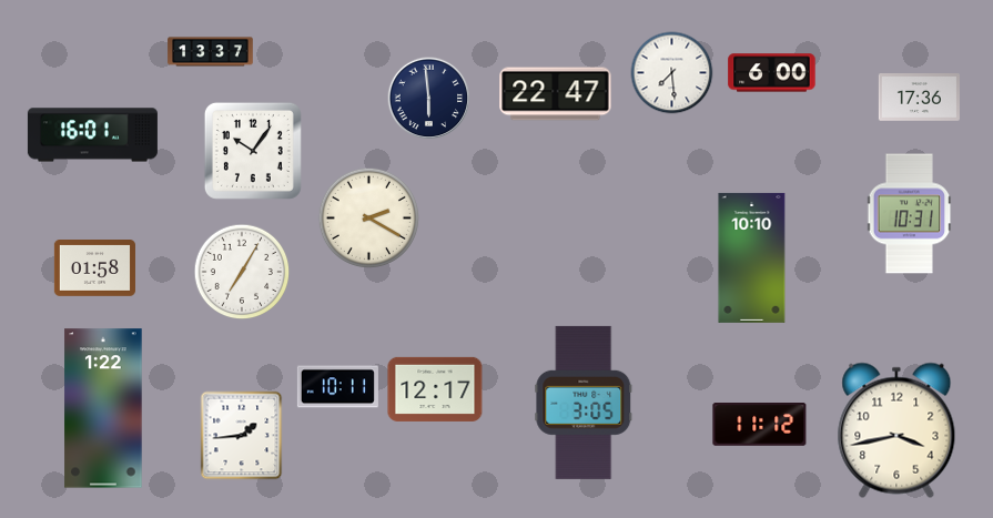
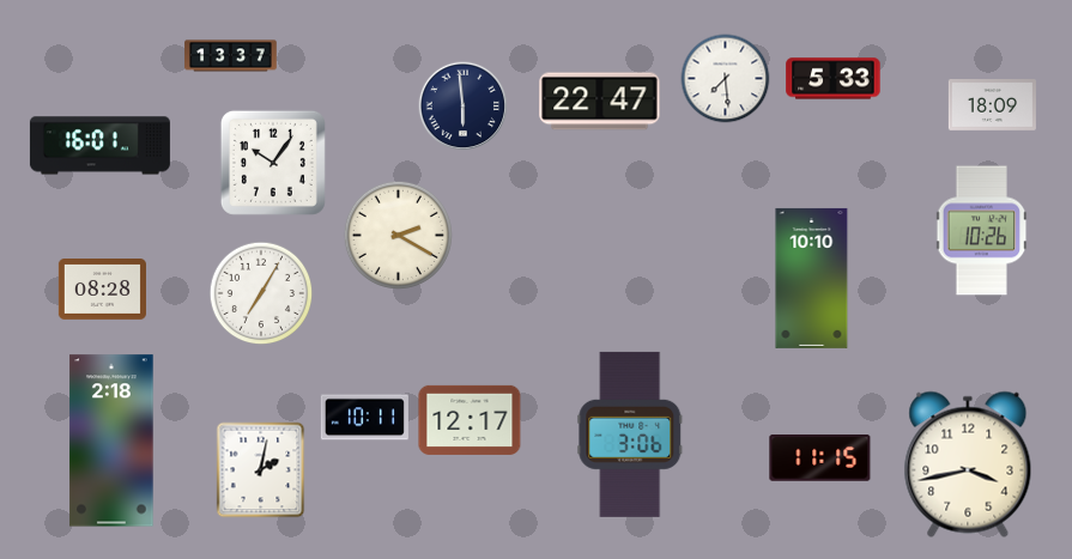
clock at (211, 52) position: (211, 52) -> (231, 56)
clock at (772, 73): 6:00 -> 5:33
clock at (919, 98): 17:36 -> 18:09
clock at (910, 214): 10:31 -> 10:26
clock at (94, 268): 01:58 -> 08:28
clock at (584, 403): 3:05 -> 3:06
clock at (103, 408): 1:22 -> 2:18
clock at (760, 425): 11:12 -> 11:15
clock at (242, 436): 1:44 -> 2:02
